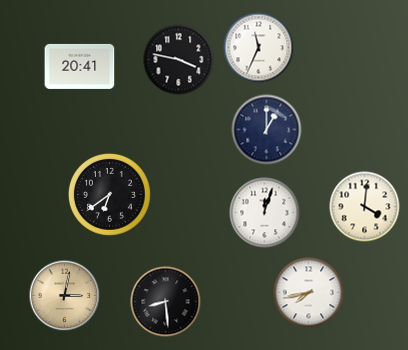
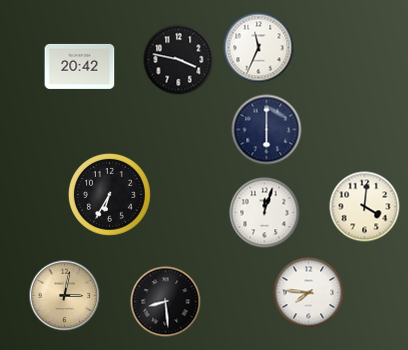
clock at (80, 66): 20:41 -> 20:42
clock at (267, 130): 1:00 -> 6:00
clock at (110, 195): 6:39 -> 6:35
clock at (309, 293): 7:43 -> 7:46
